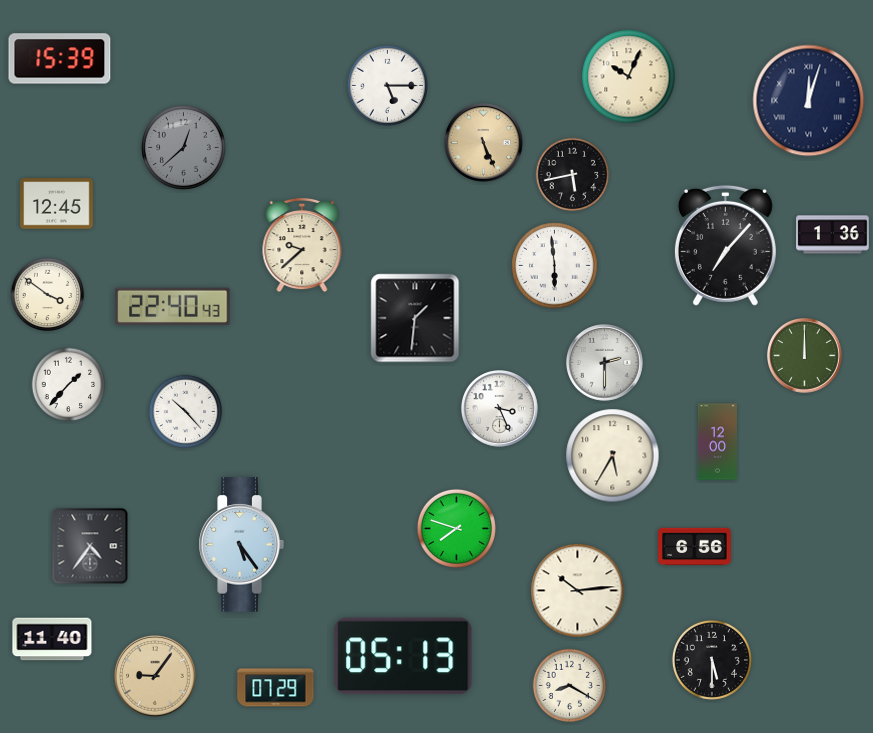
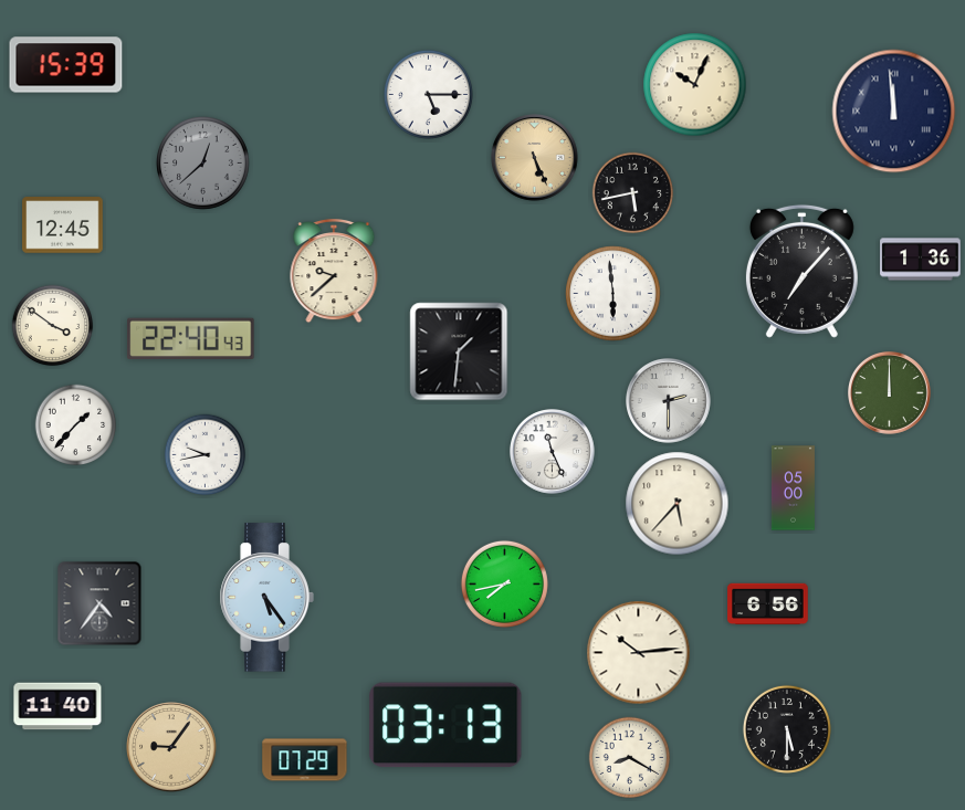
clock at (809, 101): 12:03 -> 11:59
clock at (500, 409): 3:26 -> 11:26
clock at (186, 412): 10:23 -> 9:43
clock at (717, 442): 12:00 -> 05:00
clock at (613, 456): 5:35 -> 5:37
clock at (456, 528): 7:48 -> 7:43
clock at (241, 545) position: (241, 545) -> (266, 598)
clock at (403, 656): 05:13 -> 03:13
